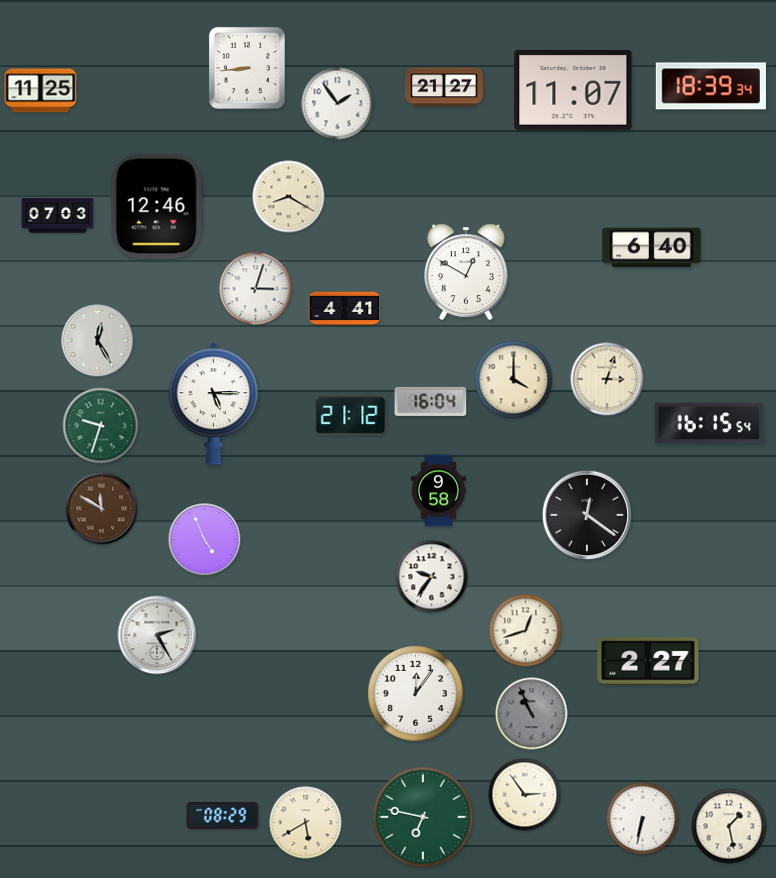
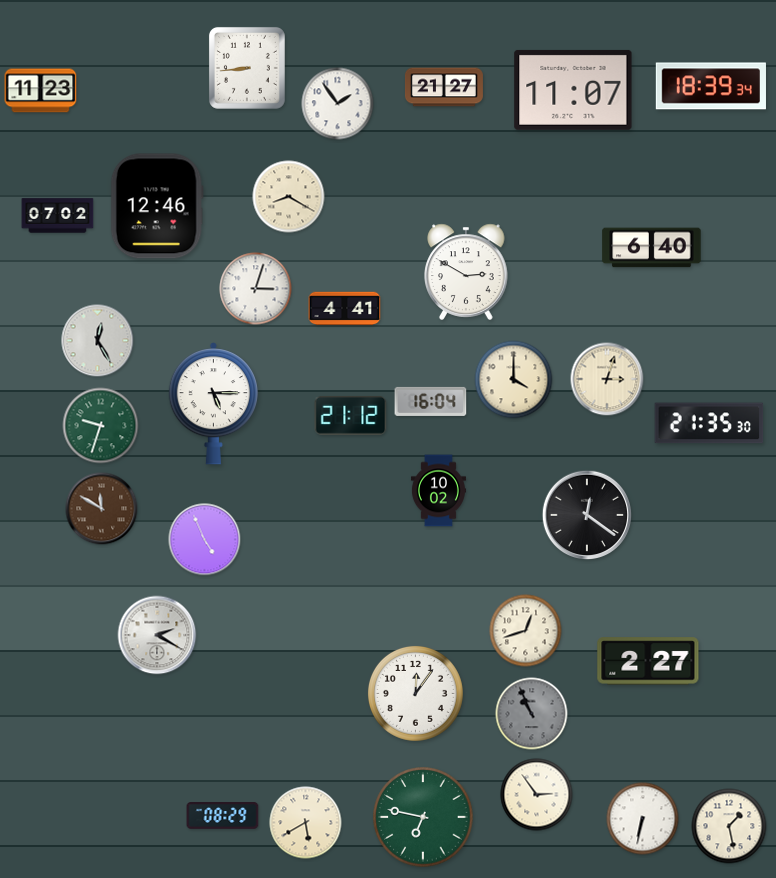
clock at (41, 91): 11:25 -> 11:23
clock at (58, 216): 07:03 -> 07:02
clock at (466, 272): 12:50 -> 2:50
clock at (709, 423): 16:15 -> 21:35
clock at (438, 491): 9:58 -> 10:02
clock at (432, 577): 9:36 -> none
clock at (157, 635): 2:25 -> 2:20
clock at (525, 795) position: (525, 795) -> (537, 795)
